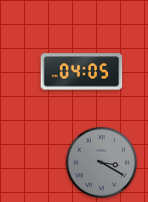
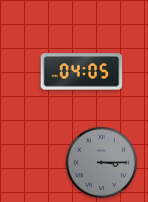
clock at (101, 162): 3:20 -> 3:15
